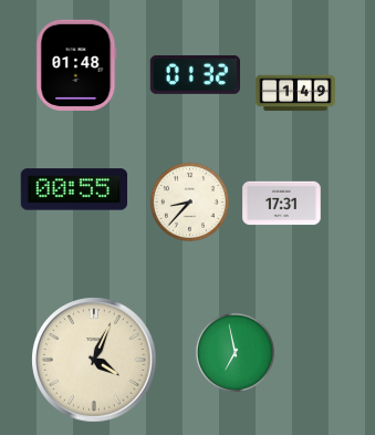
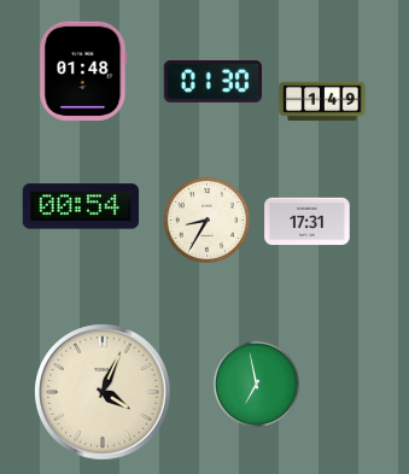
clock at (196, 75): 01:32 -> 01:30
clock at (74, 189): 00:55 -> 00:54
clock at (189, 201): 8:37 -> 8:35
